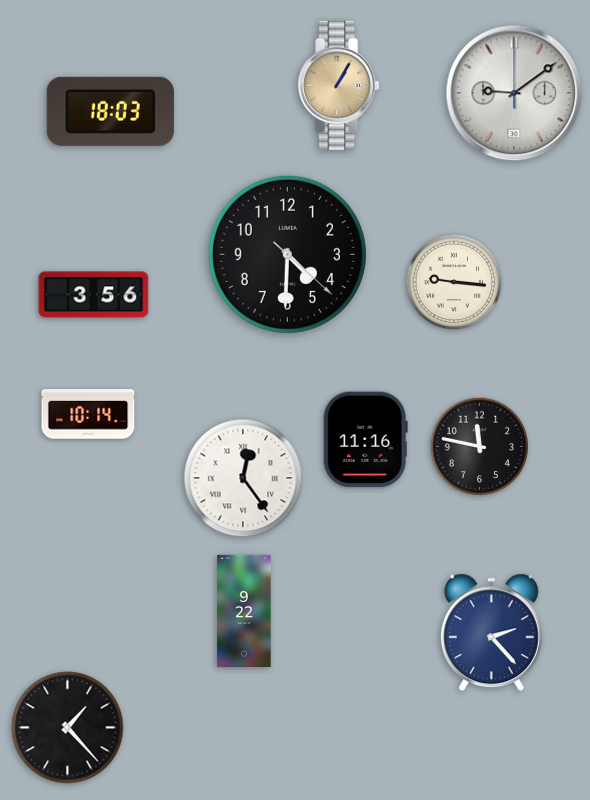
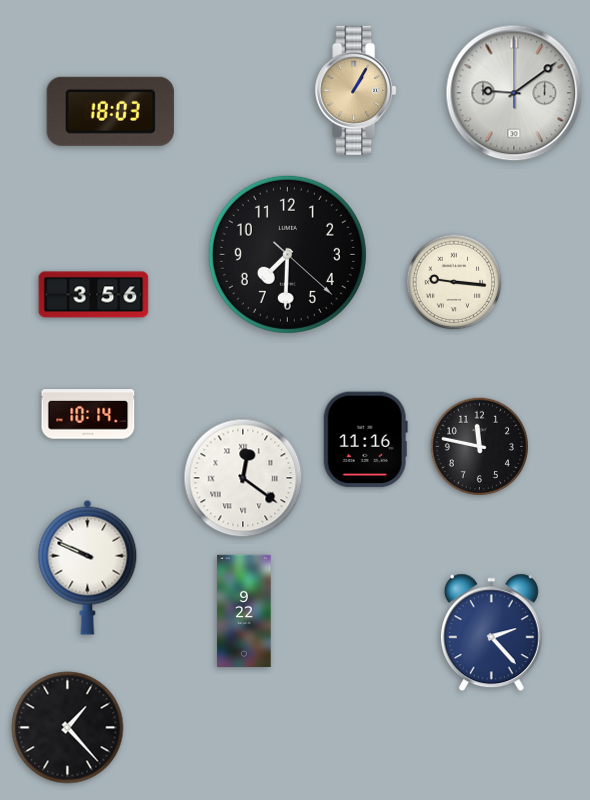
clock at (339, 85) position: (339, 85) -> (356, 90)
clock at (287, 254): 4:30 -> 7:30
clock at (243, 478): 12:24 -> 12:21
clock at (88, 567): none -> 9:49
